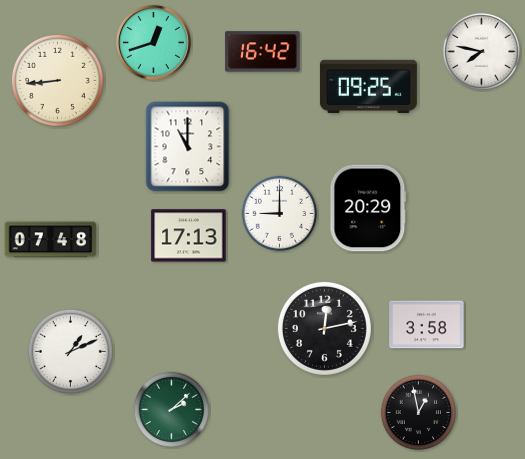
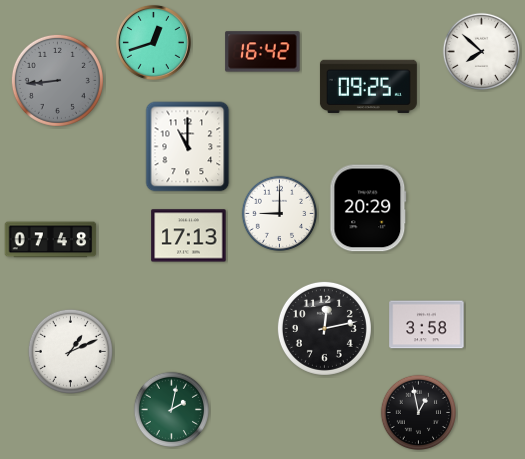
clock at (481, 51): 7:47 -> 7:52
clock at (57, 80) dial: cream -> grey
clock at (172, 410): 2:08 -> 2:02
